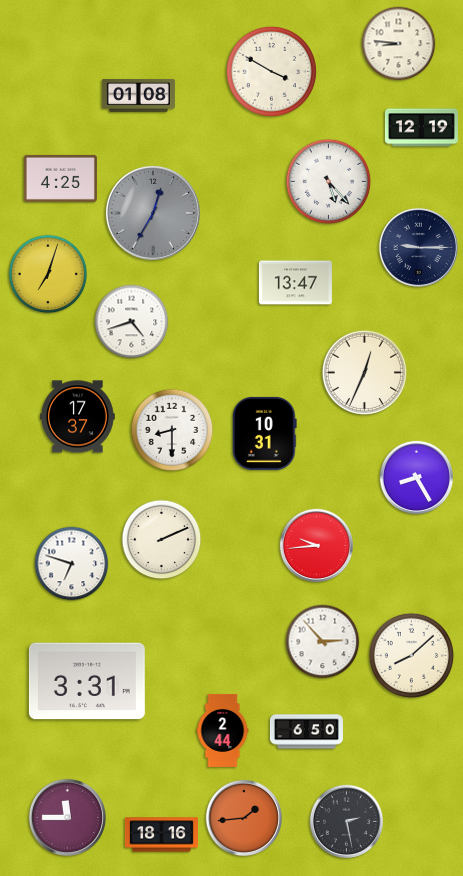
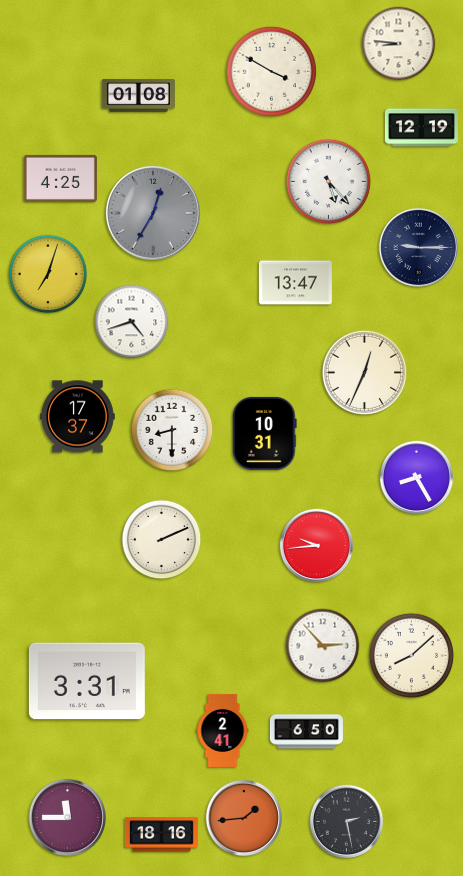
clock at (72, 564): 6:48 -> none
clock at (323, 642) position: (323, 642) -> (323, 646)
clock at (223, 730): 2:44 -> 2:41
